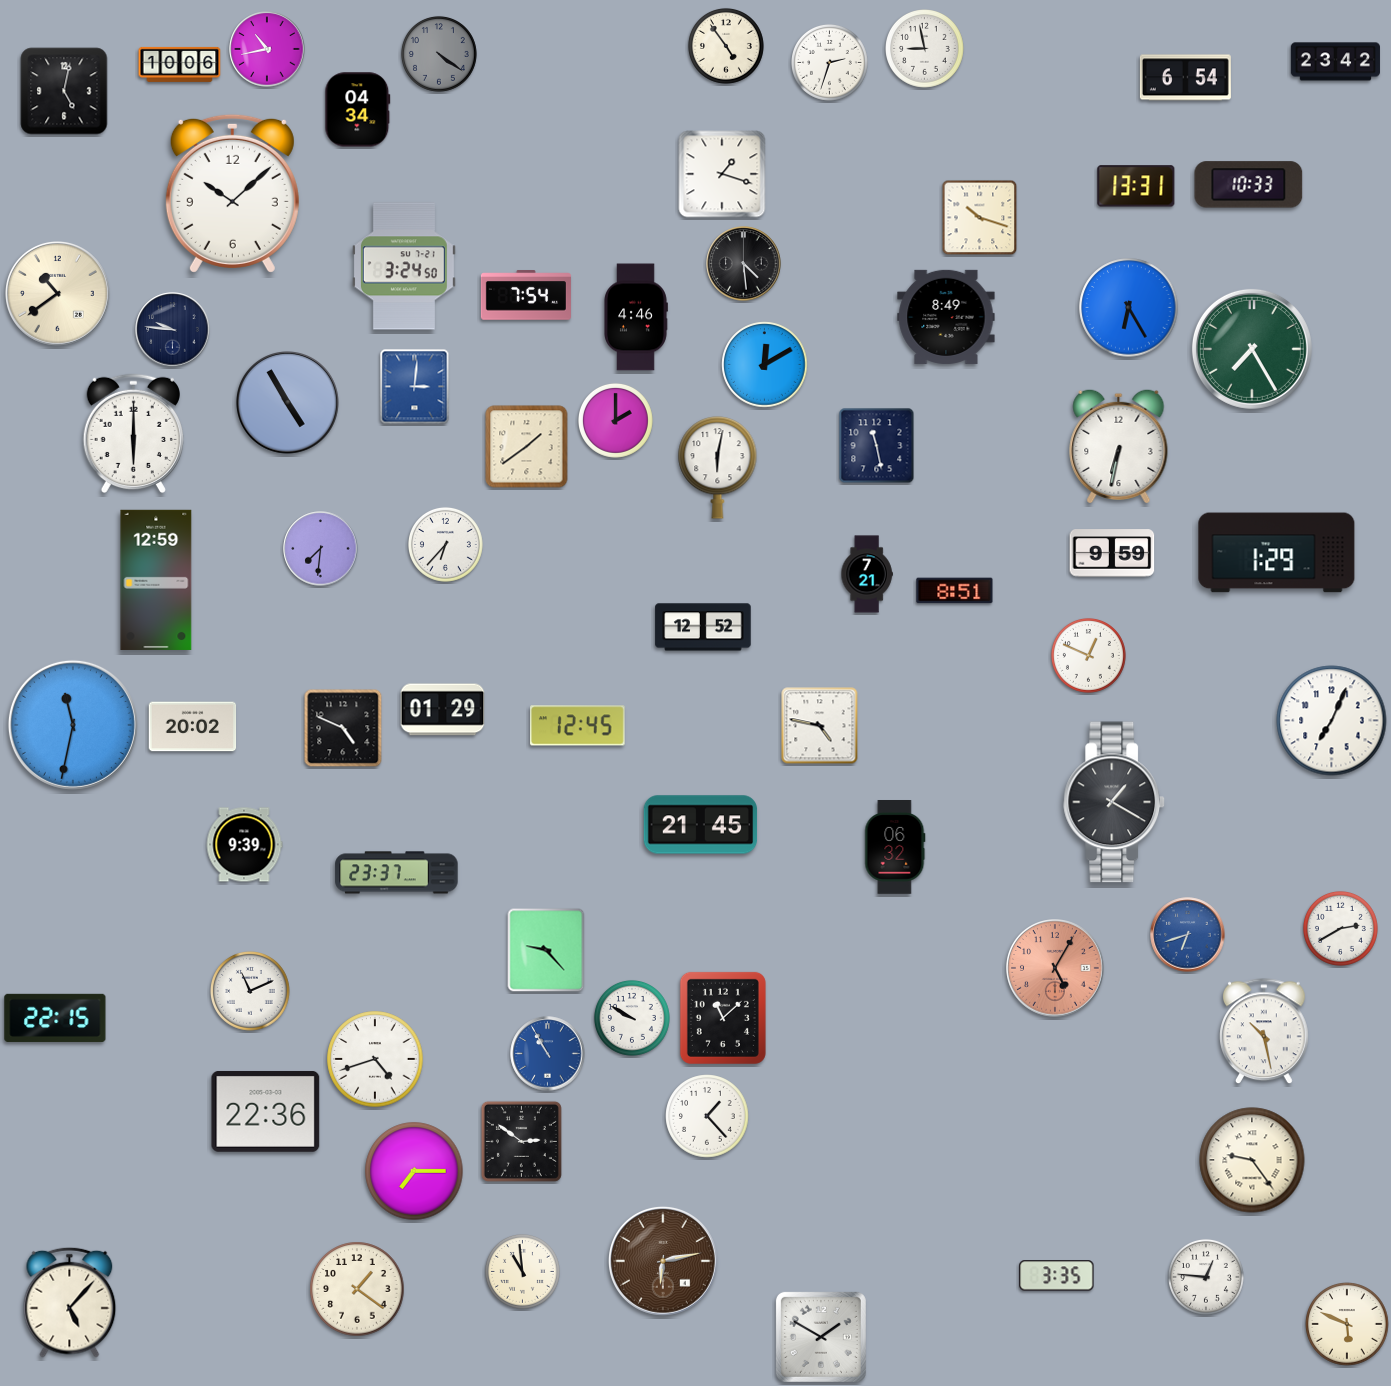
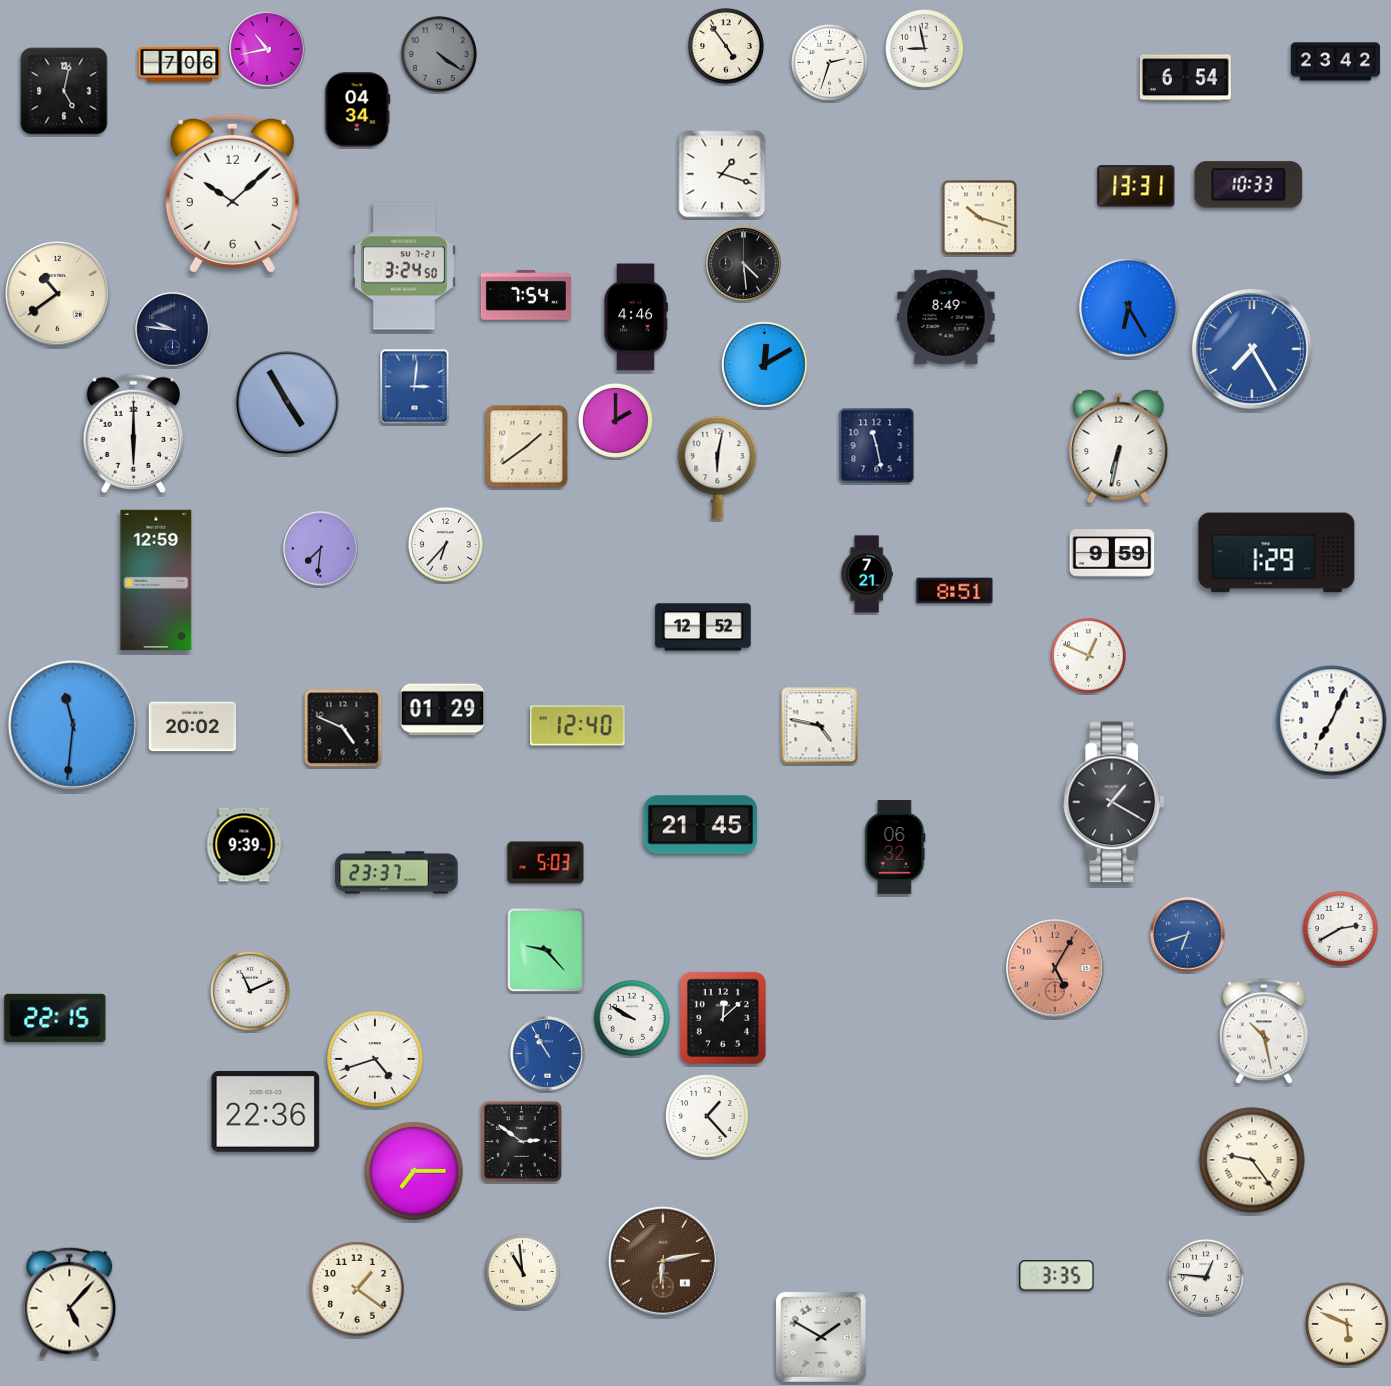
clock at (180, 64): 10:06 -> 7:06
clock at (1252, 349) dial: green -> blue
clock at (73, 725): 11:32 -> 11:31
clock at (578, 726): 12:45 -> 12:40
clock at (546, 863): none -> 5:03
clock at (723, 1018): 11:08 -> 12:08
